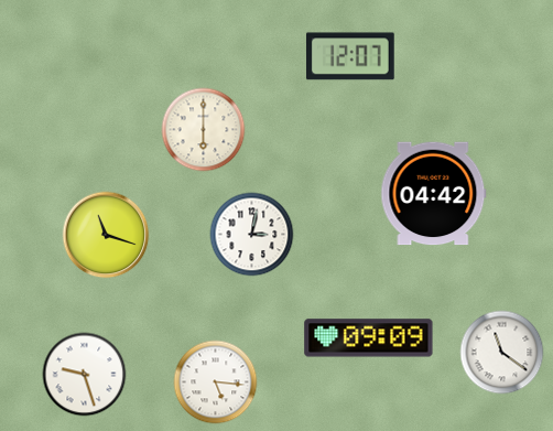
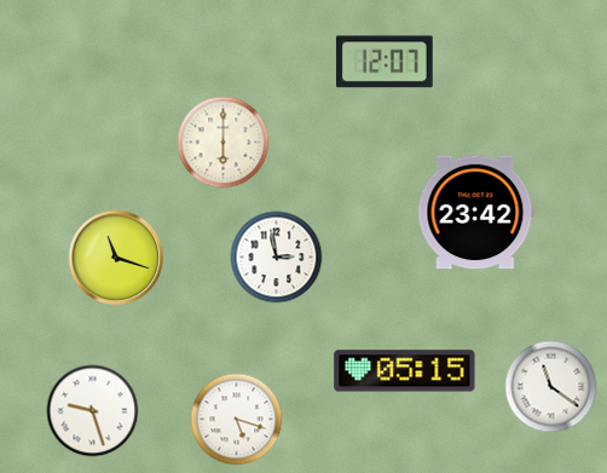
clock at (434, 194): 04:42 -> 23:42
clock at (252, 235): 3:02 -> 2:58
clock at (369, 338): 09:09 -> 05:15
clock at (216, 382): 5:16 -> 5:18
